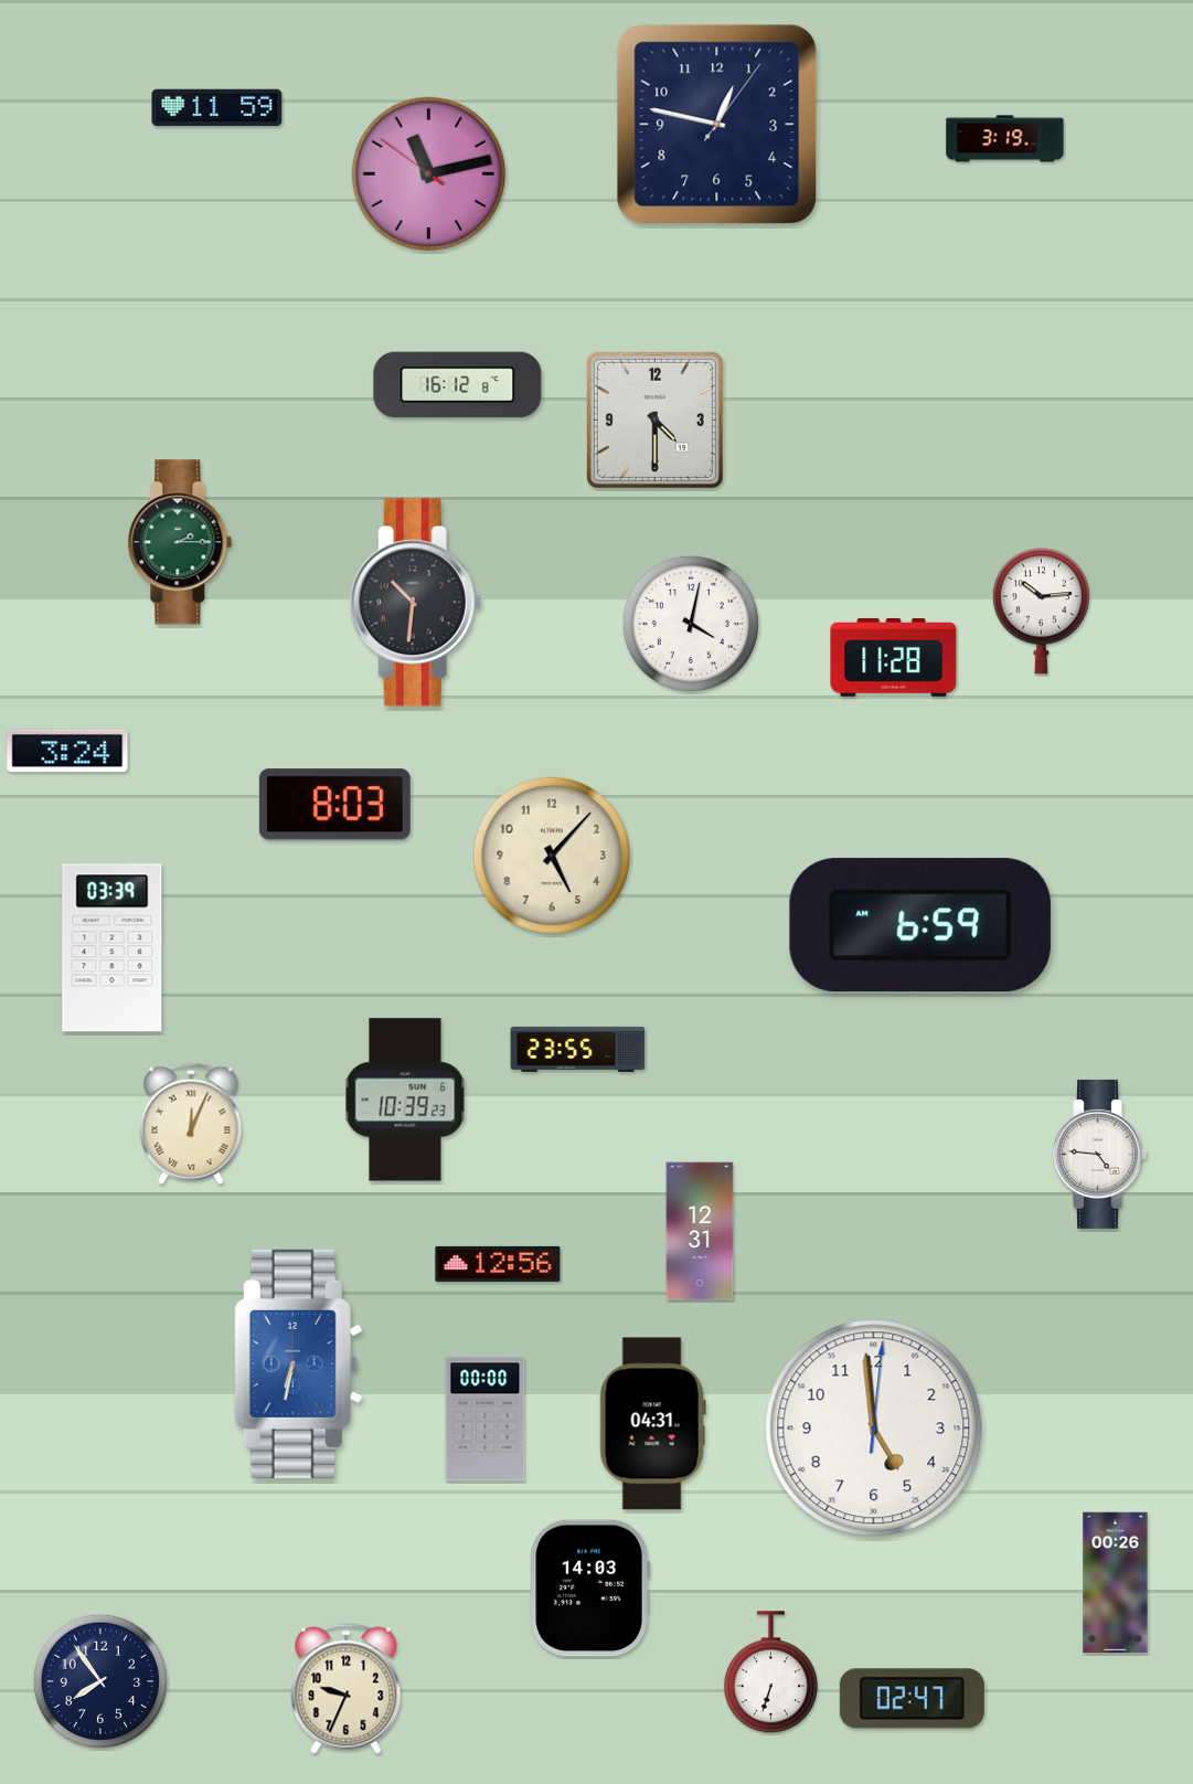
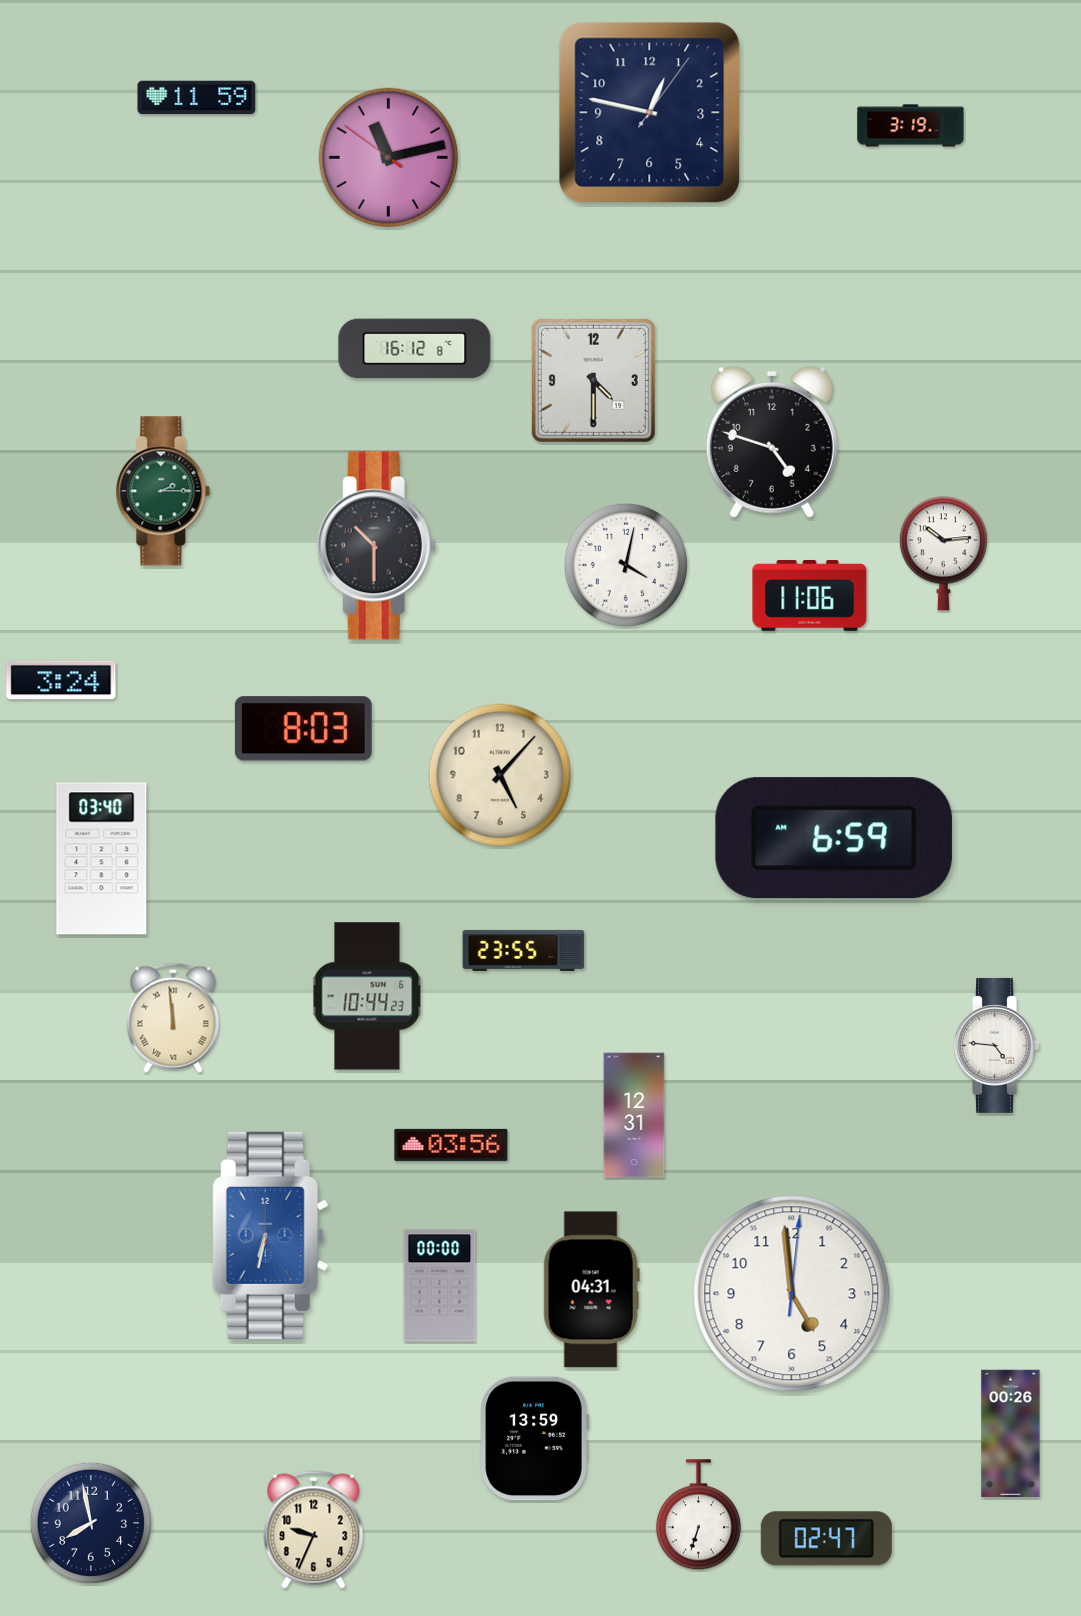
clock at (772, 442): none -> 4:48
clock at (415, 603): 10:31 -> 10:30
clock at (894, 657): 11:28 -> 11:06
clock at (113, 948): 03:39 -> 03:40
clock at (405, 1100): 10:39 -> 10:44
clock at (191, 1124): 12:04 -> 11:59
clock at (498, 1264): 12:56 -> 03:56
clock at (589, 1589): 14:03 -> 13:59
clock at (100, 1681): 7:54 -> 7:58
